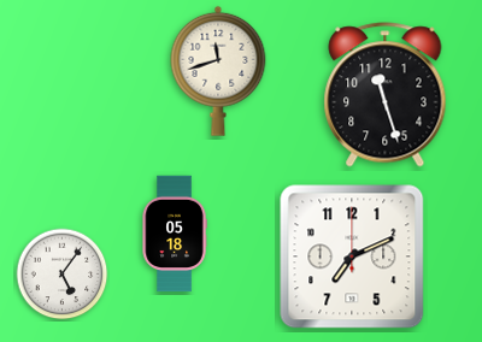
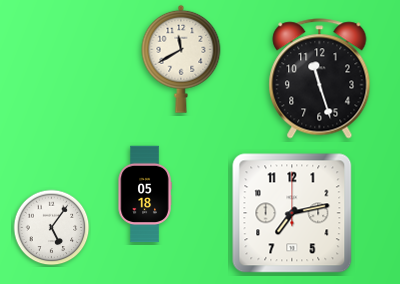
clock at (218, 71): 11:42 -> 11:40
clock at (352, 256): 7:11 -> 7:13
